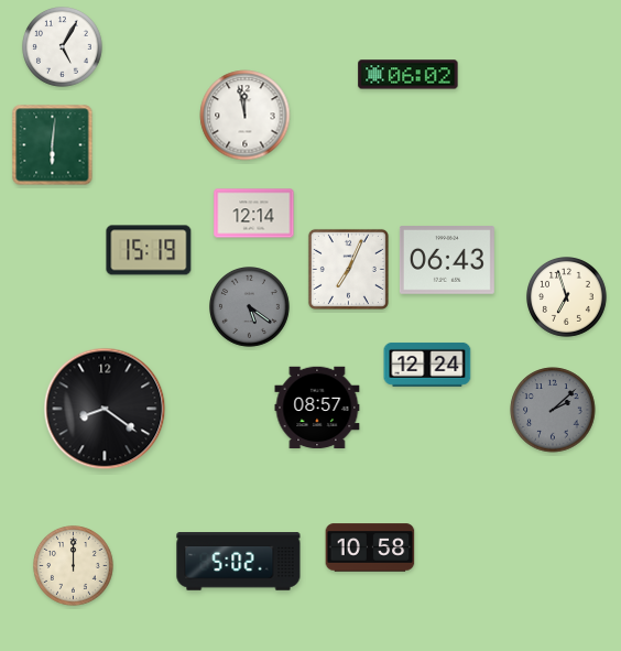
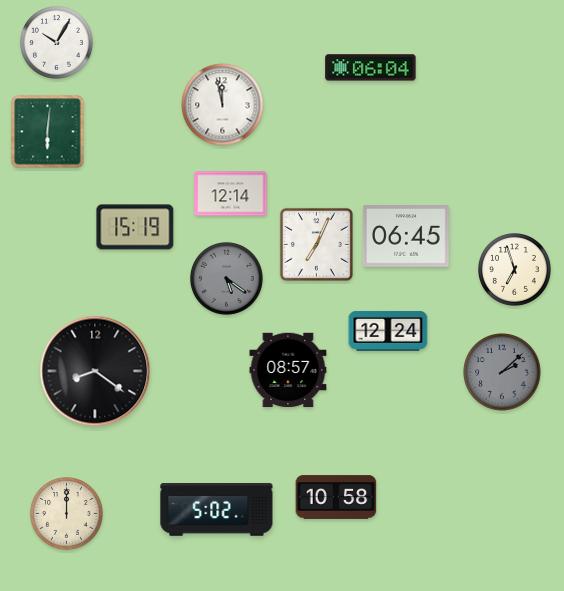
clock at (63, 47): 5:05 -> 10:05
clock at (408, 75): 06:02 -> 06:04
clock at (447, 261): 06:43 -> 06:45
